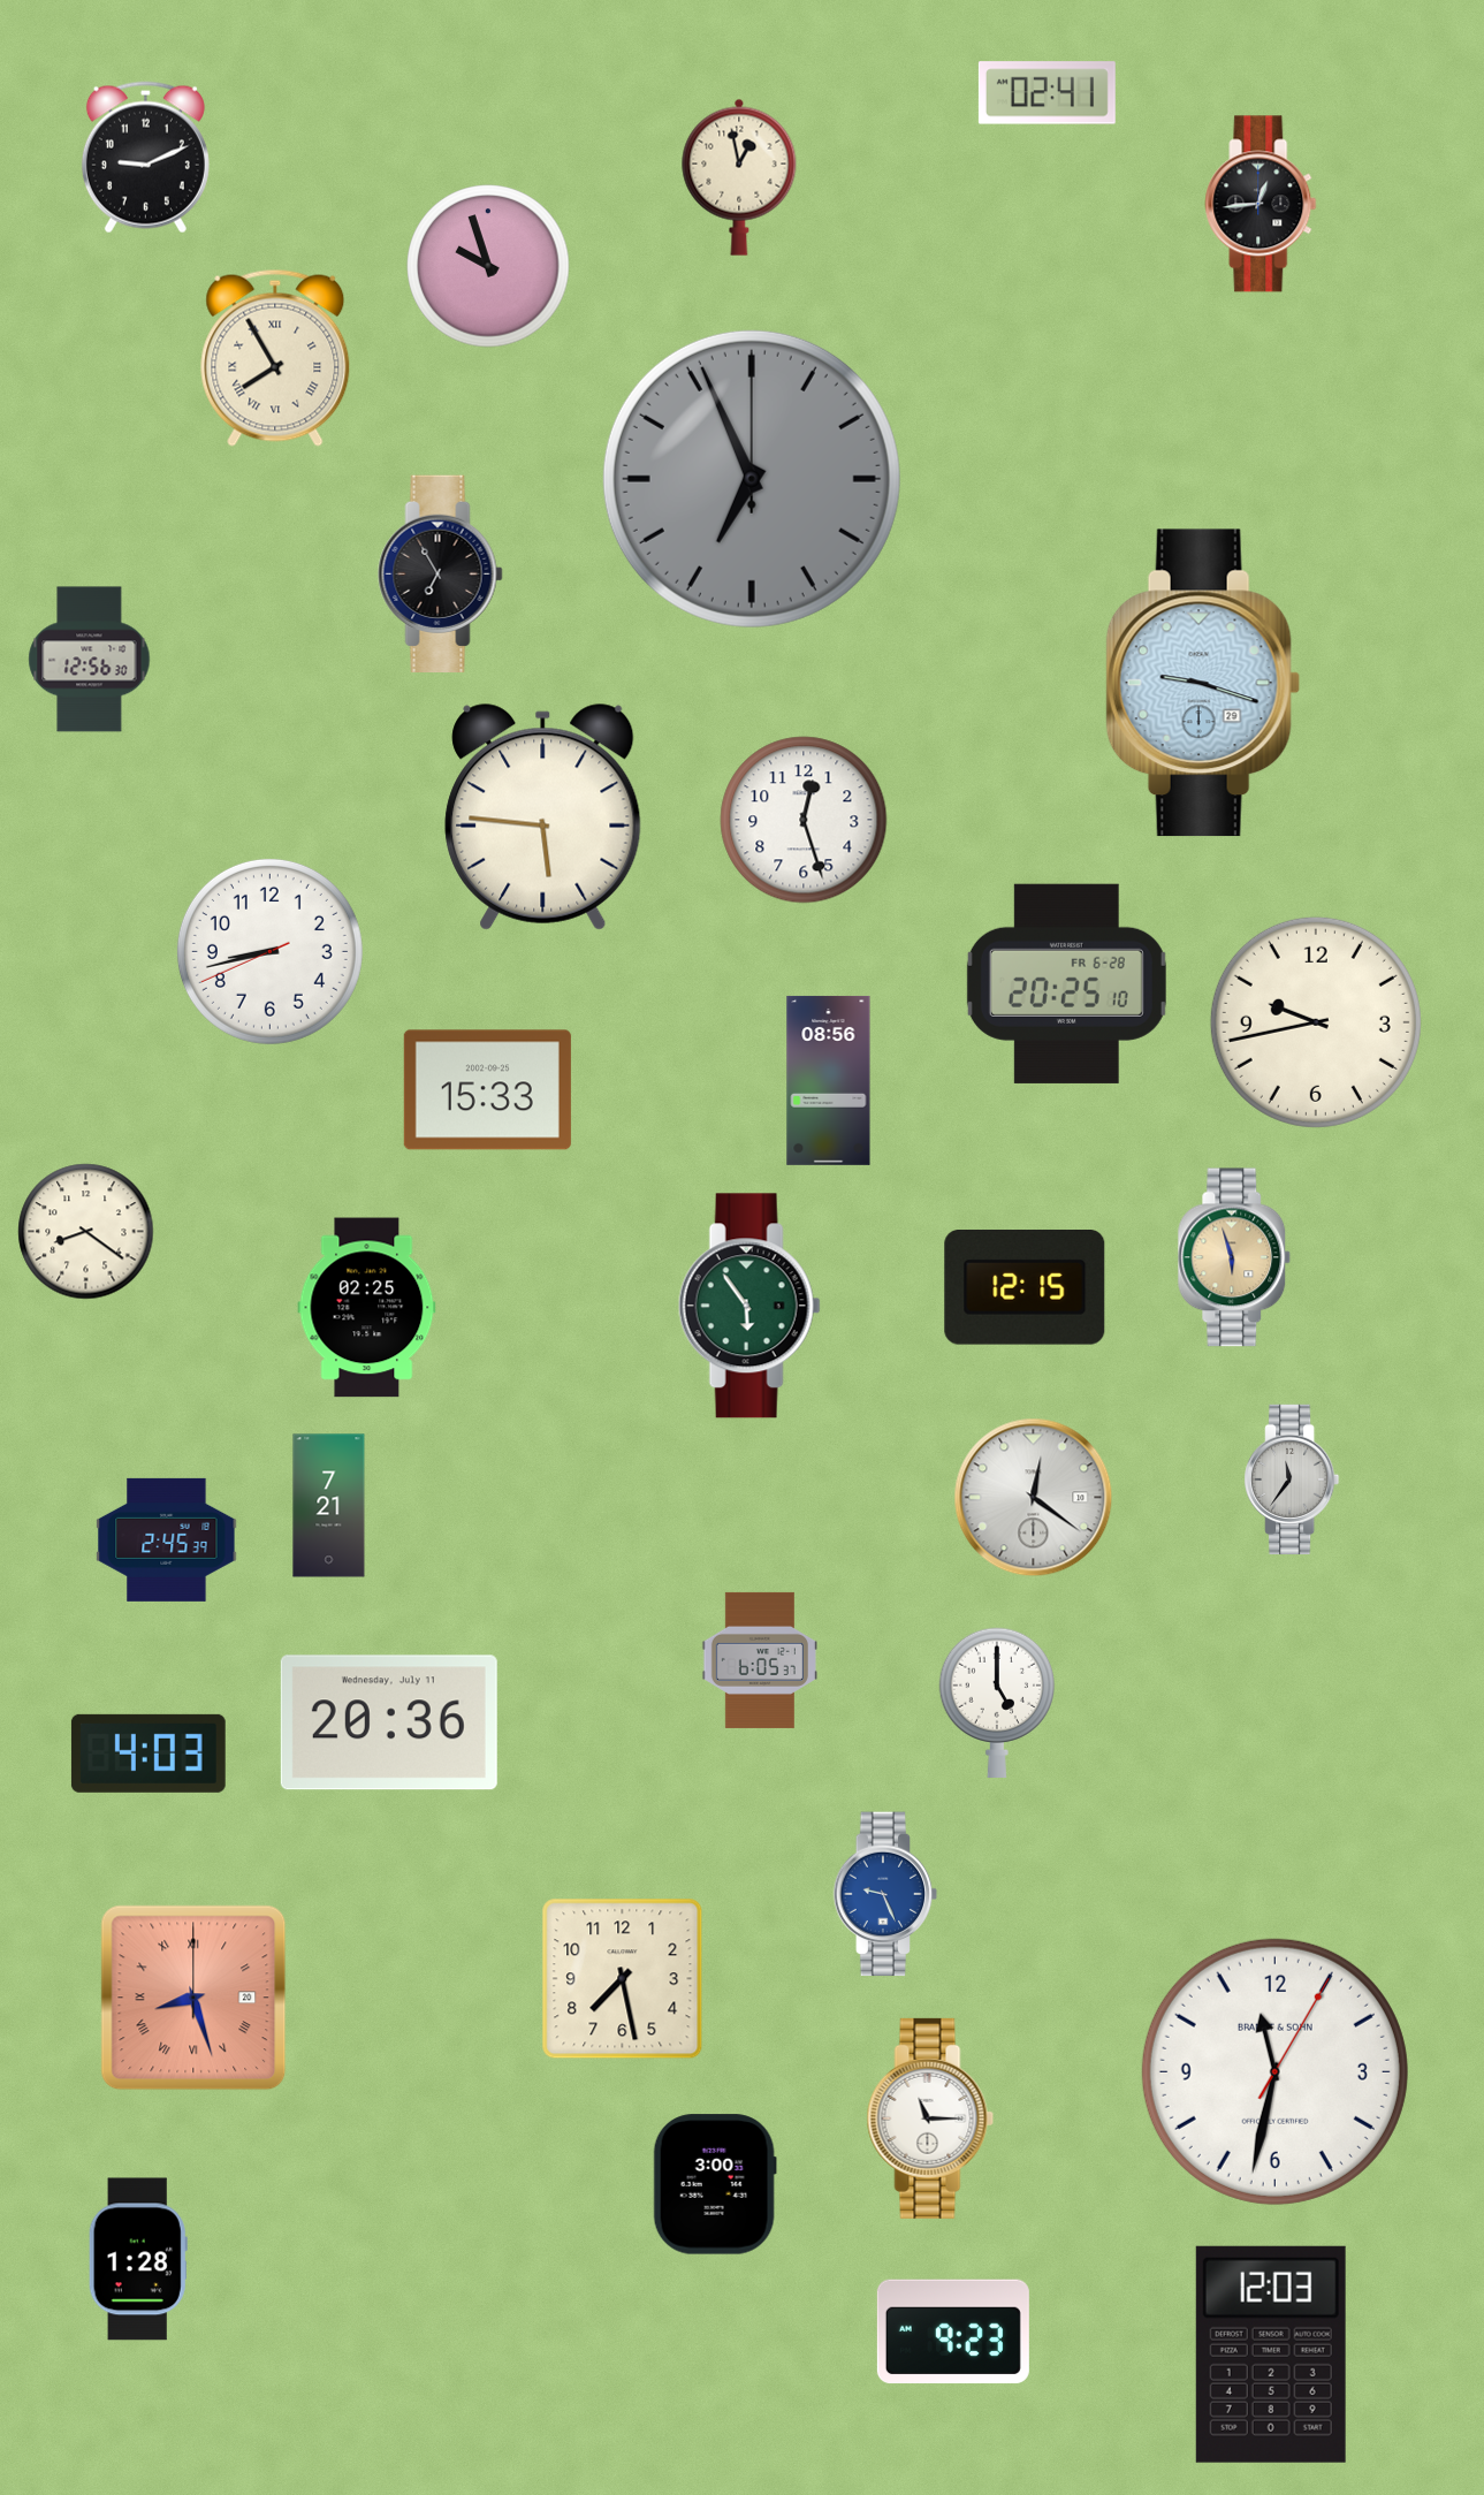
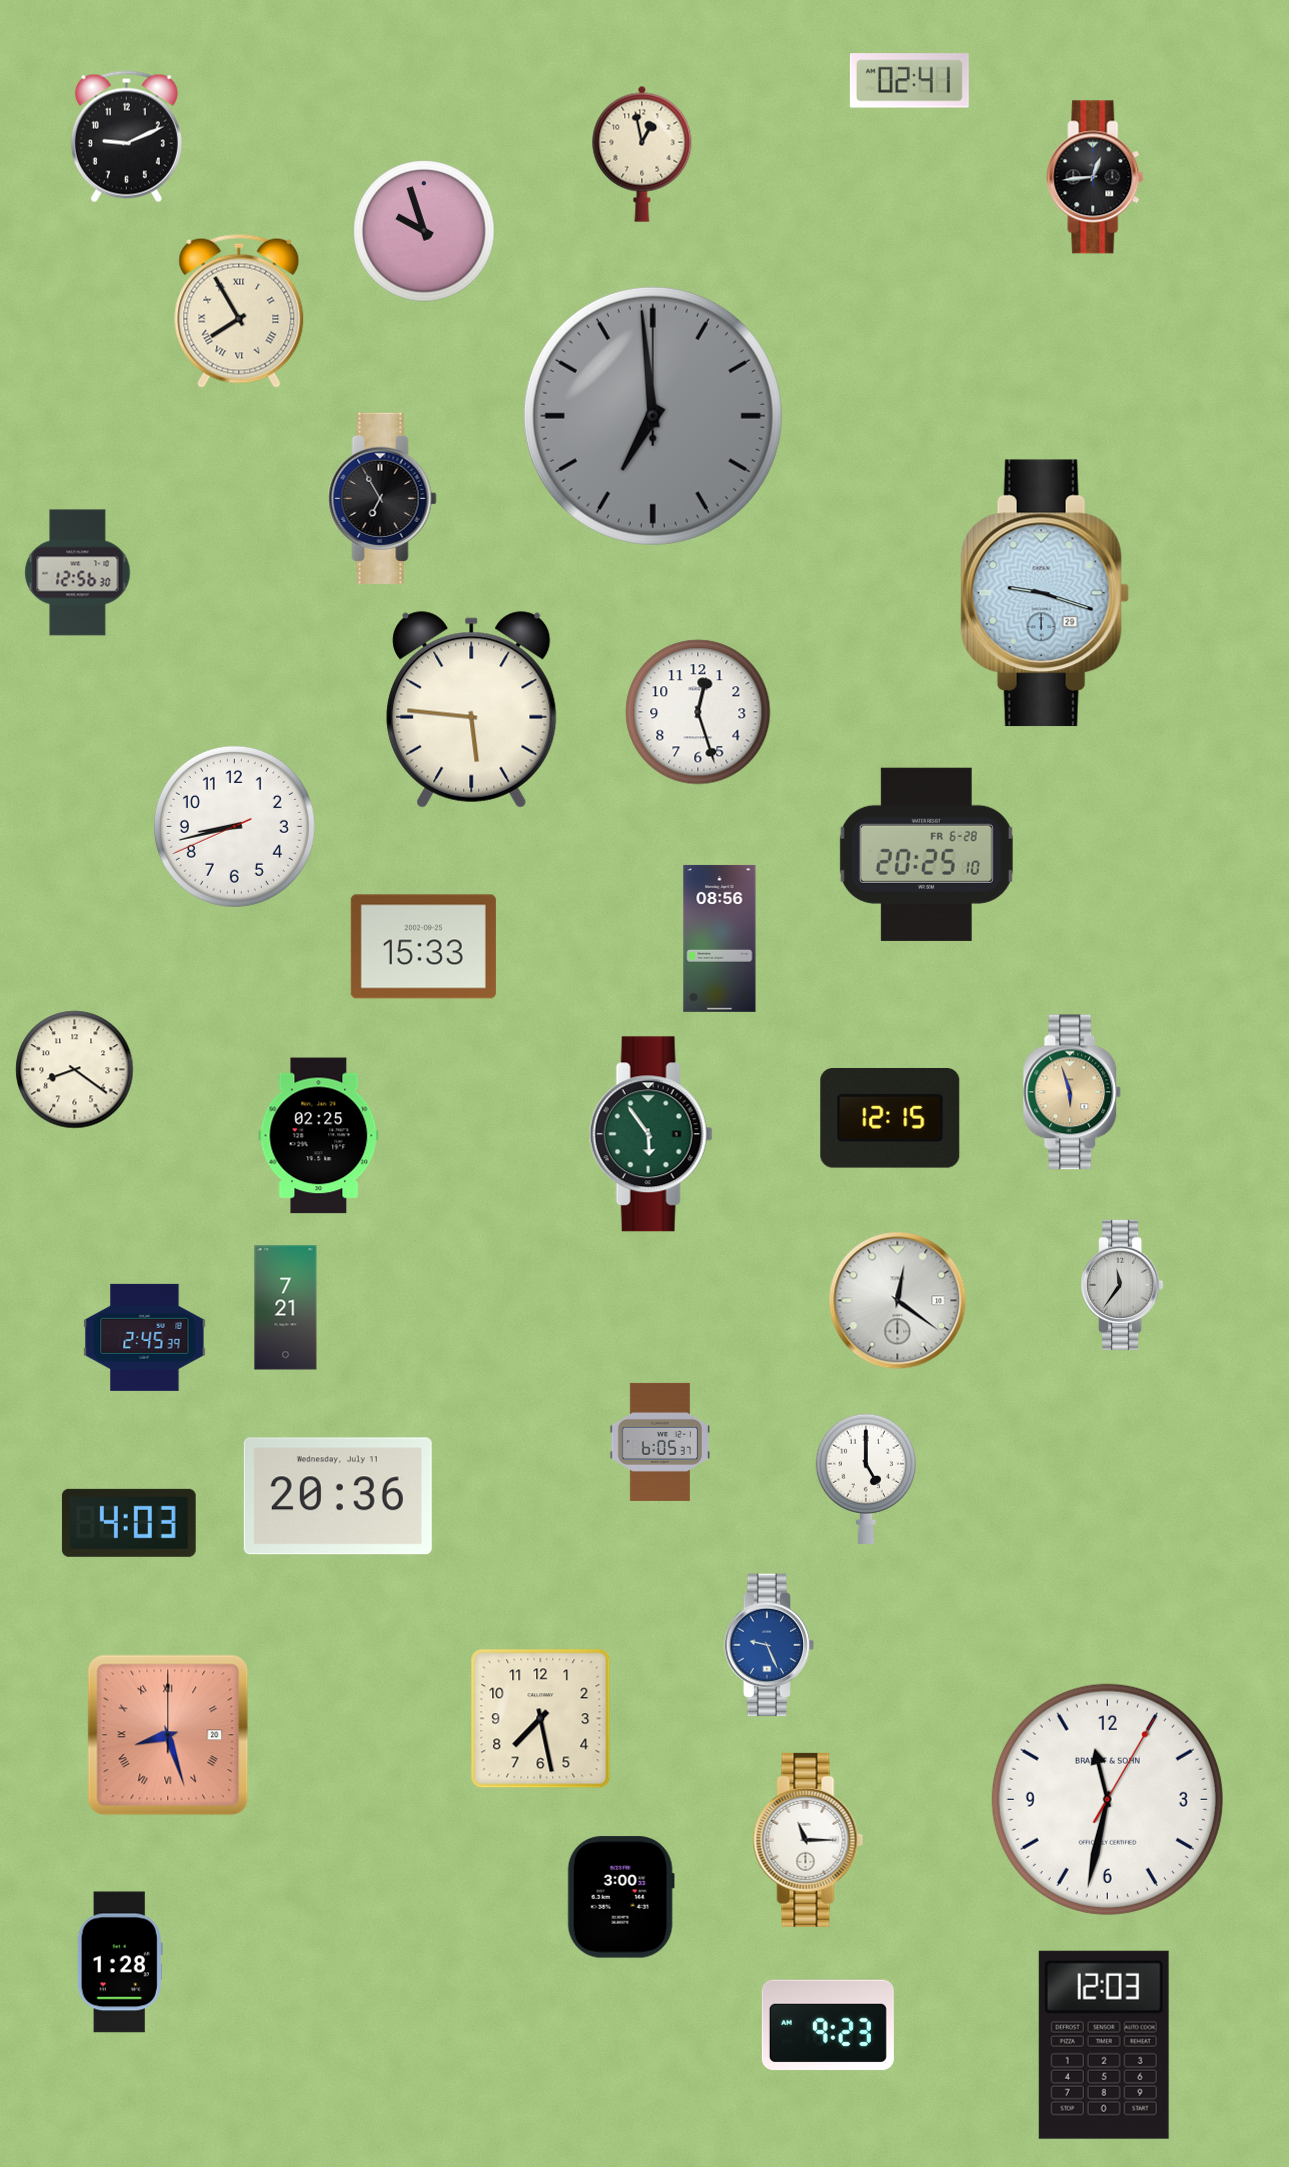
clock at (752, 479): 6:56 -> 6:59
clock at (1316, 1022): 9:43 -> none
